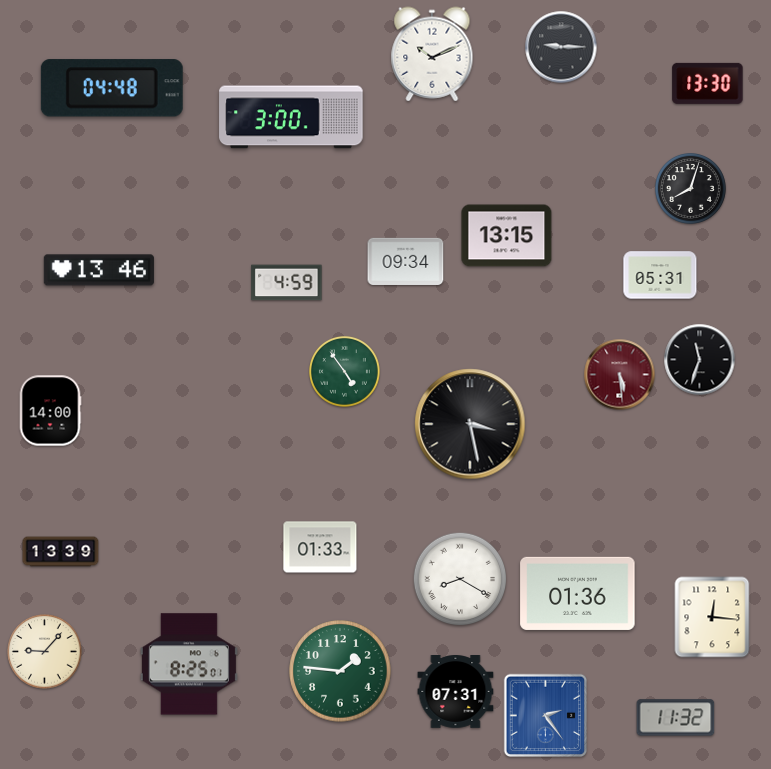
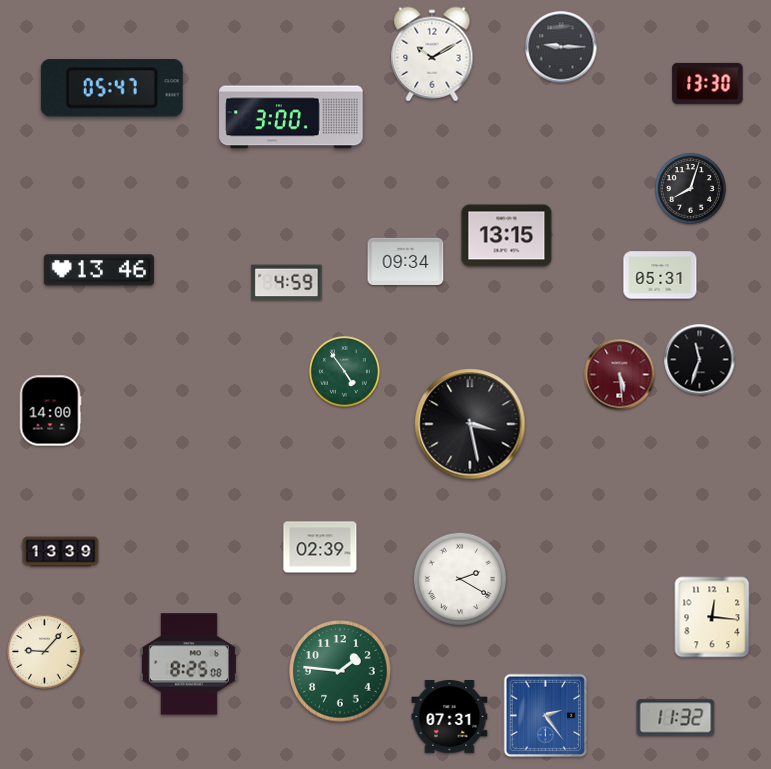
clock at (432, 54): 10:11 -> 10:10
clock at (112, 88): 04:48 -> 05:47
clock at (320, 547): 01:33 -> 02:39
clock at (460, 579): 8:20 -> 2:20
clock at (578, 593): 01:36 -> none
clock at (189, 664): 8:25:01 -> 8:25:08
clock at (456, 692) position: (456, 692) -> (450, 717)
